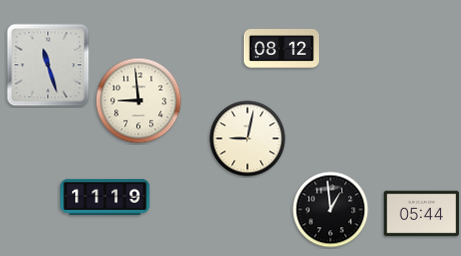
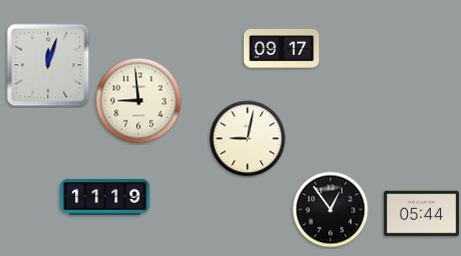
clock at (281, 48): 08:12 -> 09:17
clock at (48, 65): 11:27 -> 12:03
clock at (331, 210): 12:59 -> 12:54
